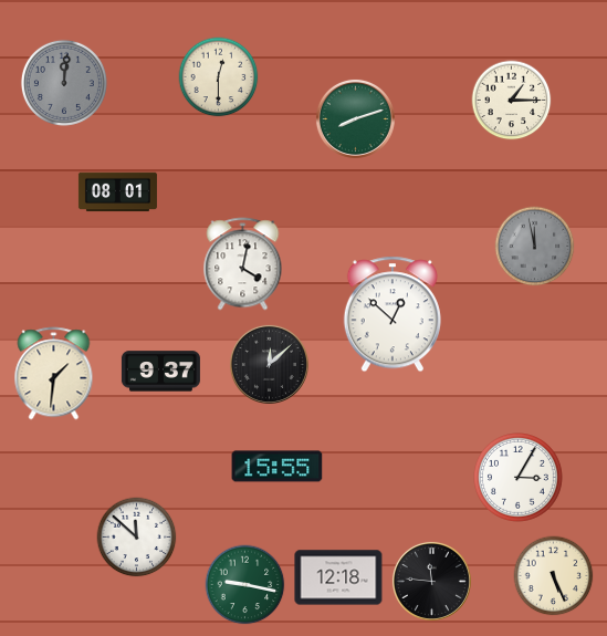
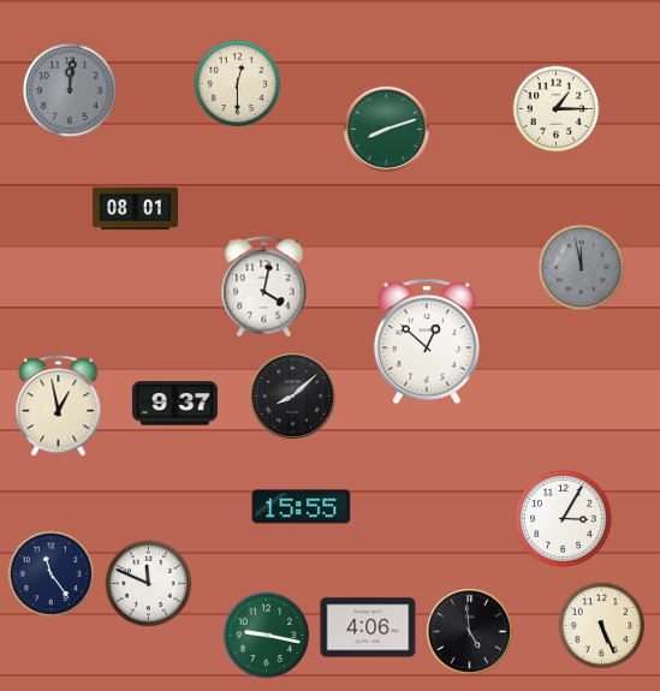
clock at (117, 192) position: (117, 192) -> (135, 209)
clock at (269, 364): 12:08 -> 8:08
clock at (54, 374): 1:31 -> 12:58
clock at (52, 574): none -> 11:24
clock at (137, 538): 11:52 -> 11:49
clock at (338, 577): 12:18 -> 4:06
clock at (431, 581): 11:46 -> 4:59
